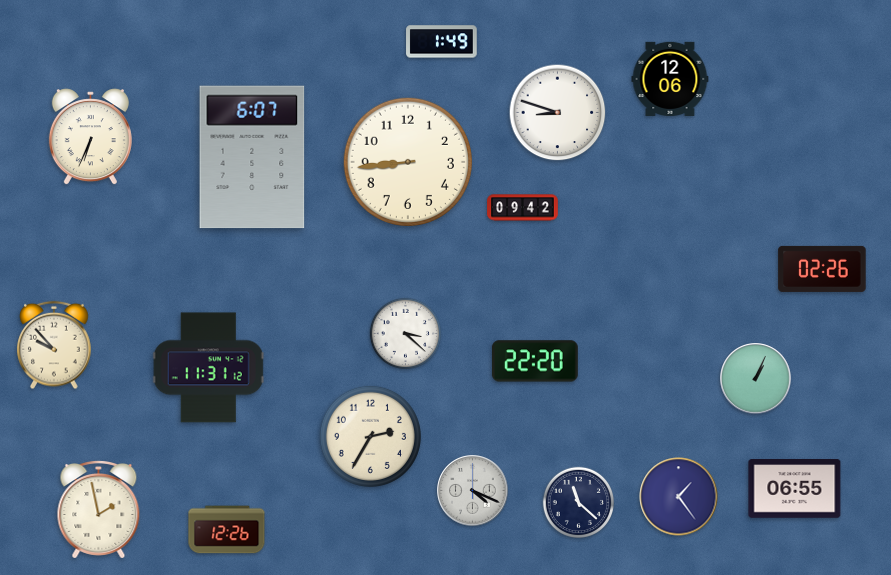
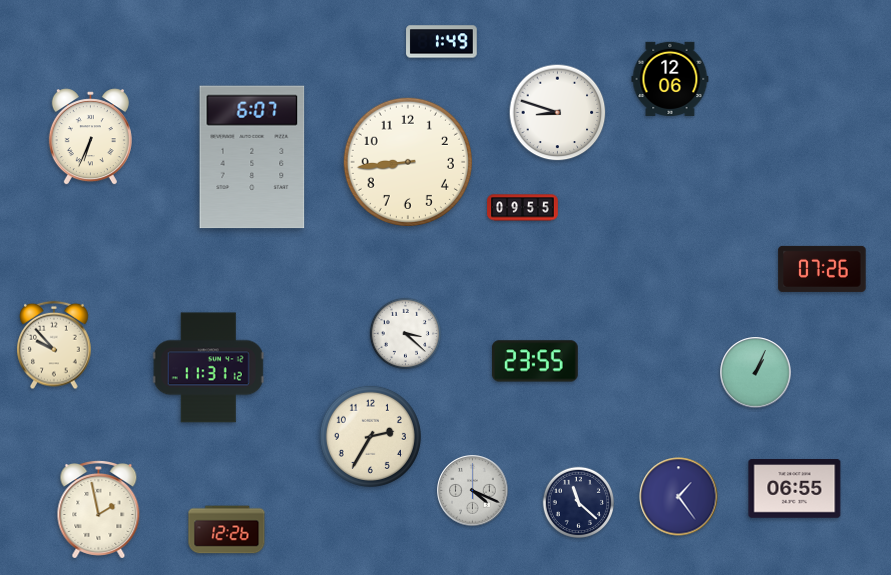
clock at (523, 208): 09:42 -> 09:55
clock at (822, 269): 02:26 -> 07:26
clock at (535, 361): 22:20 -> 23:55
clock at (756, 379) position: (756, 379) -> (756, 373)
